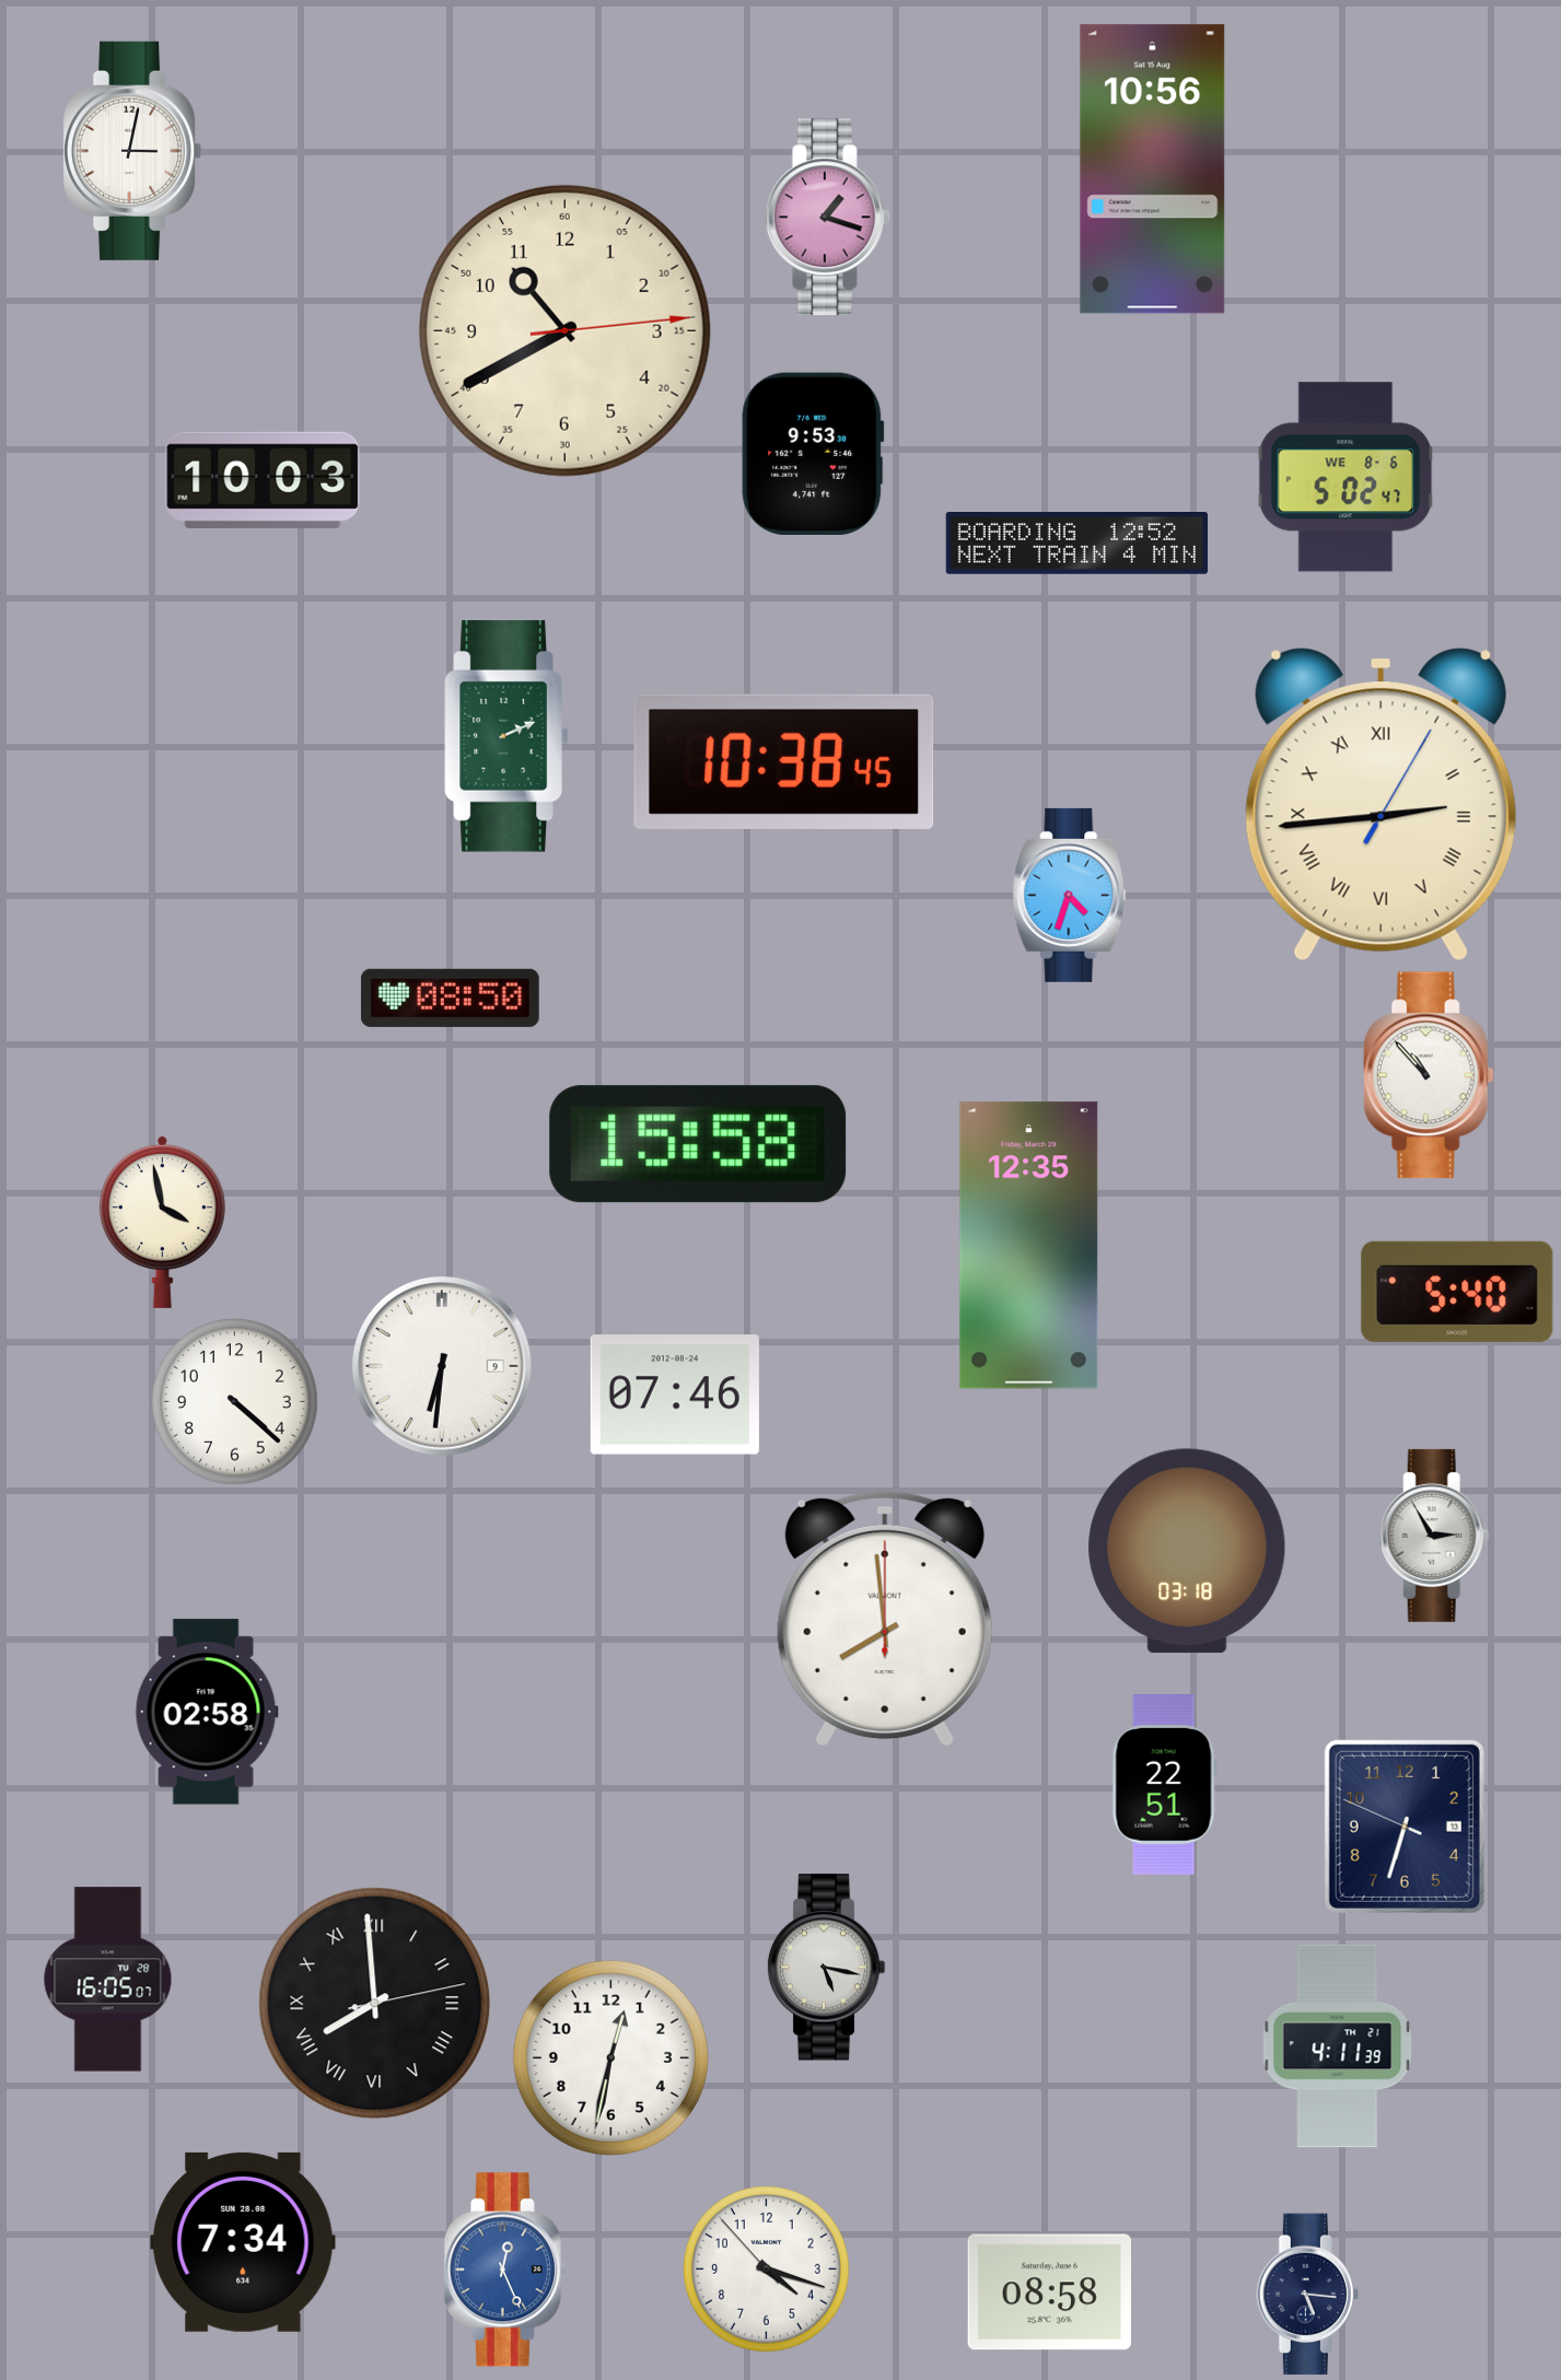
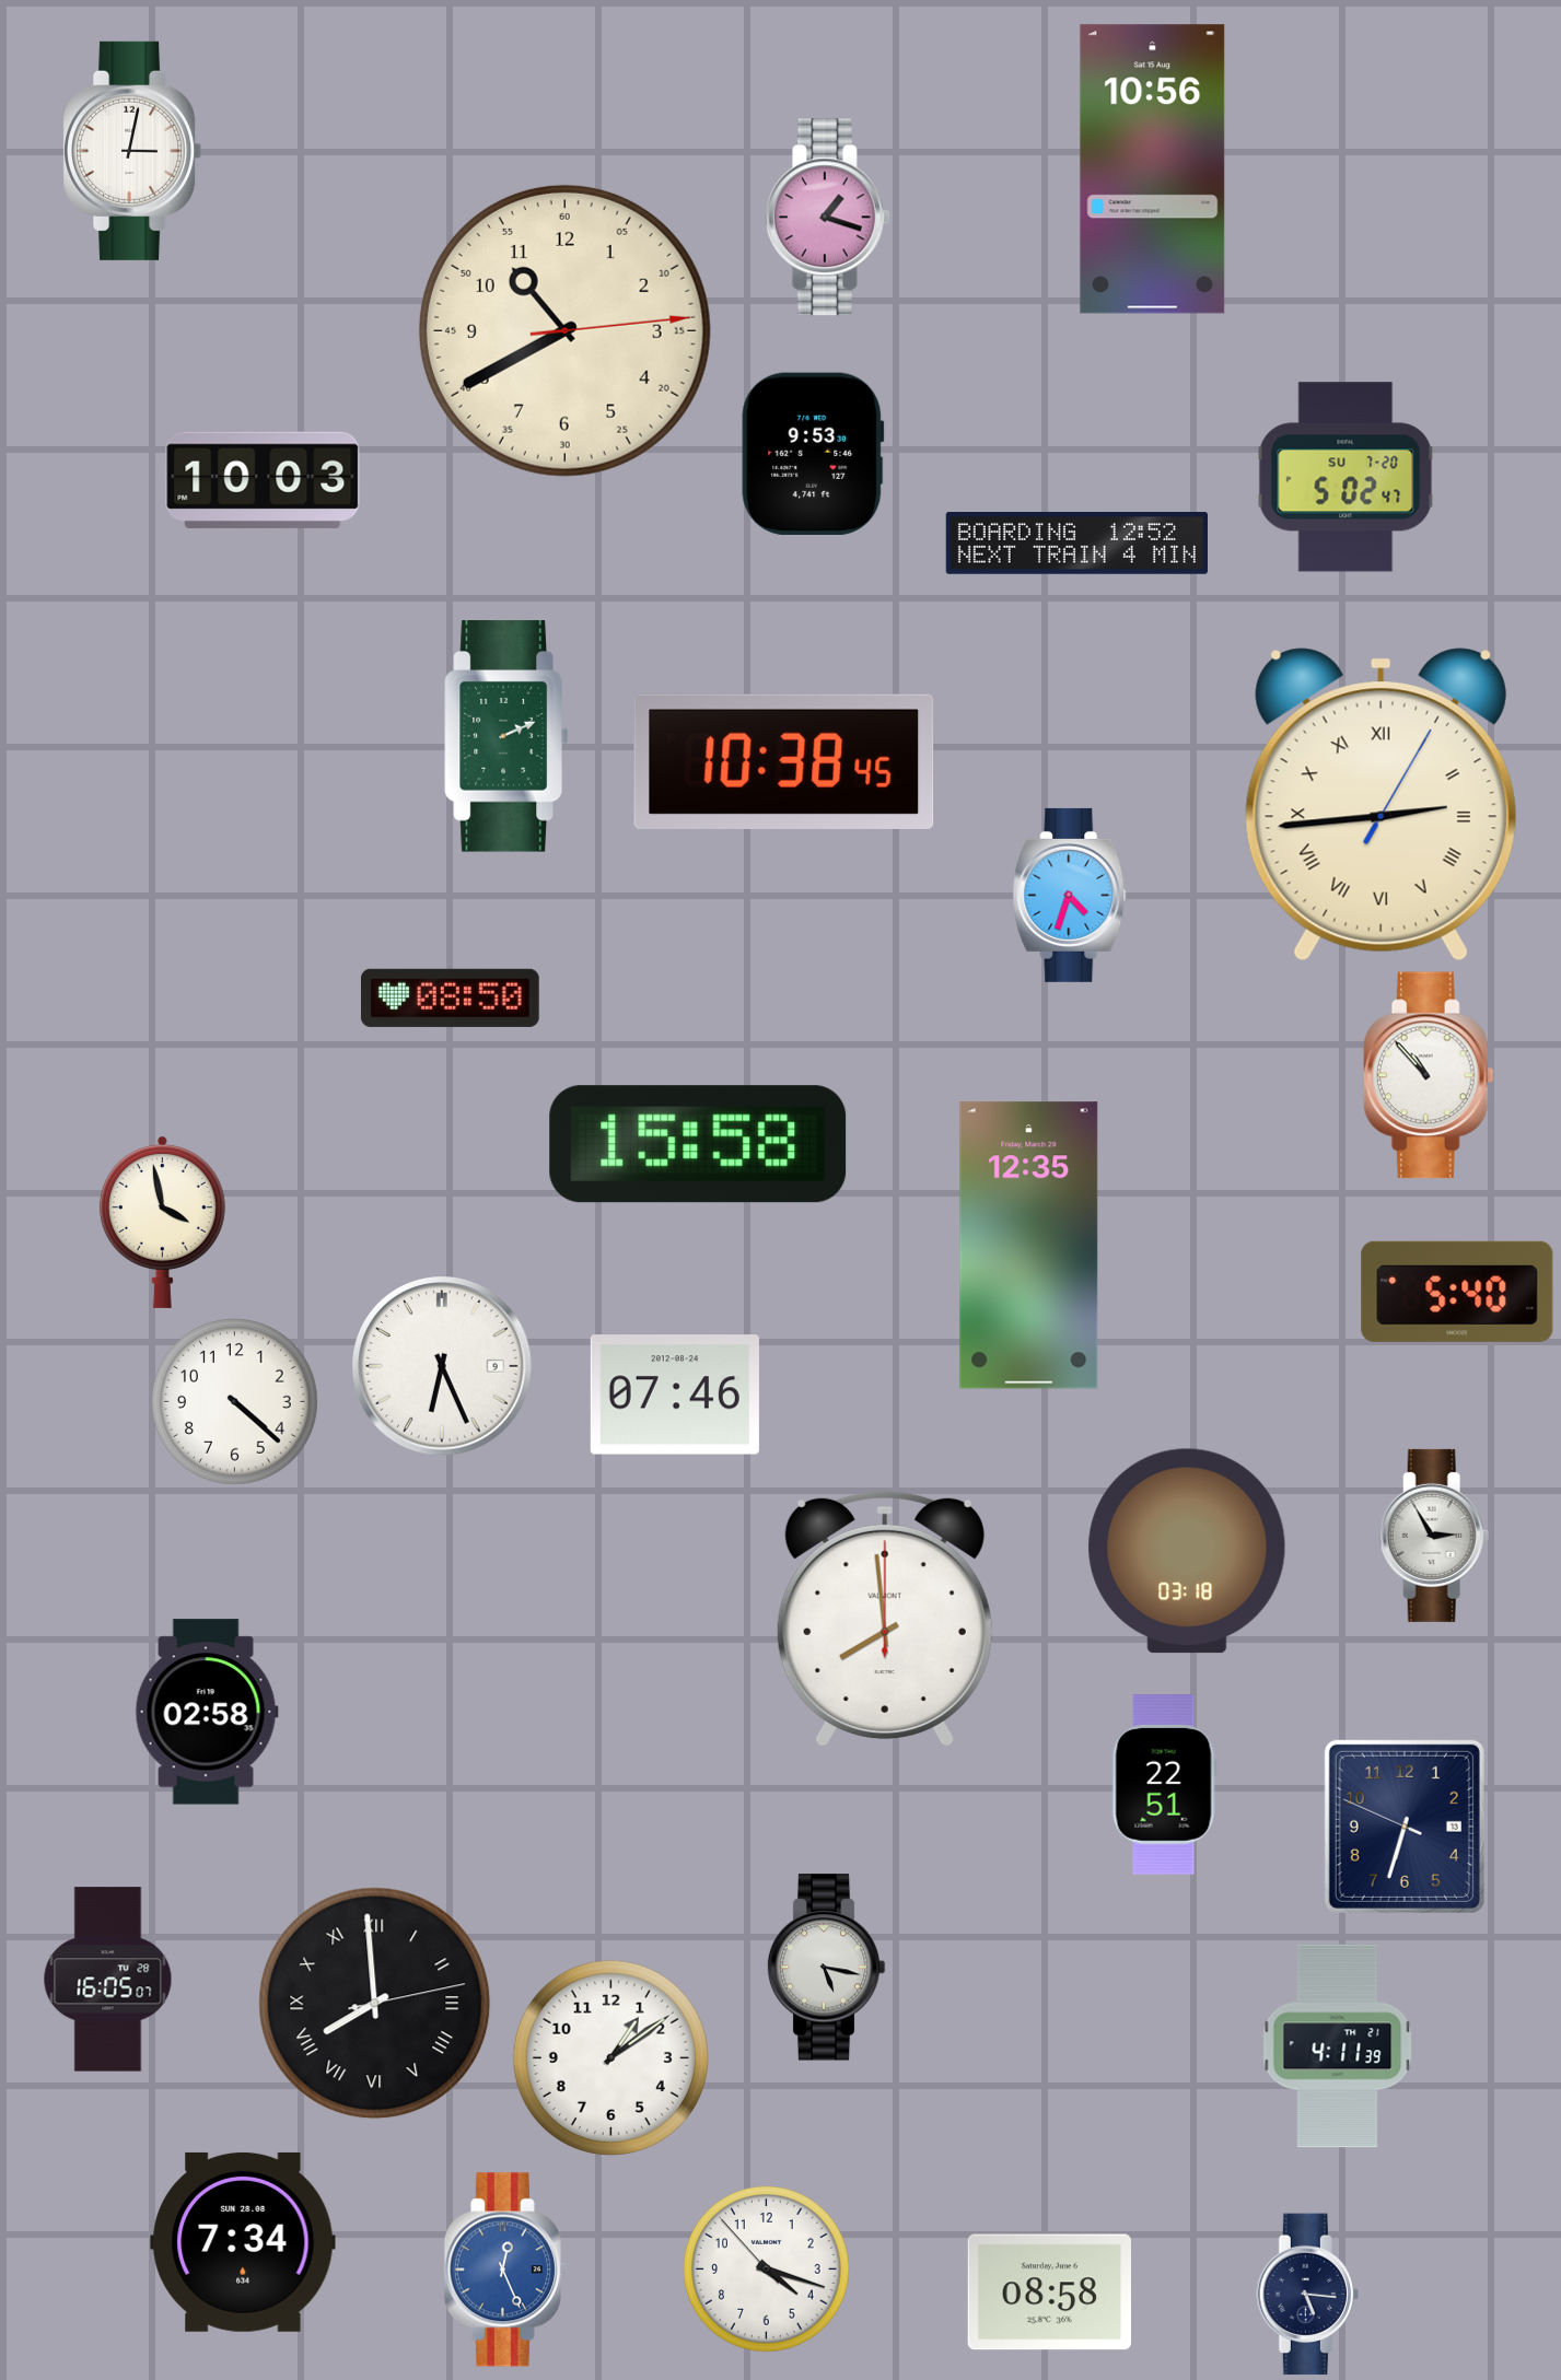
clock at (1346, 477) date: WE 8-6 -> SU 7-20
clock at (442, 1366): 6:31 -> 6:26
clock at (610, 2057): 12:32 -> 1:09
